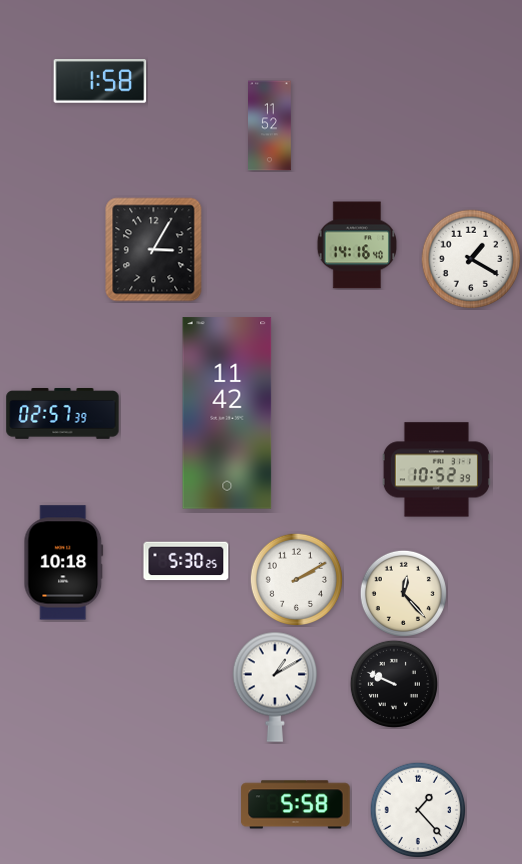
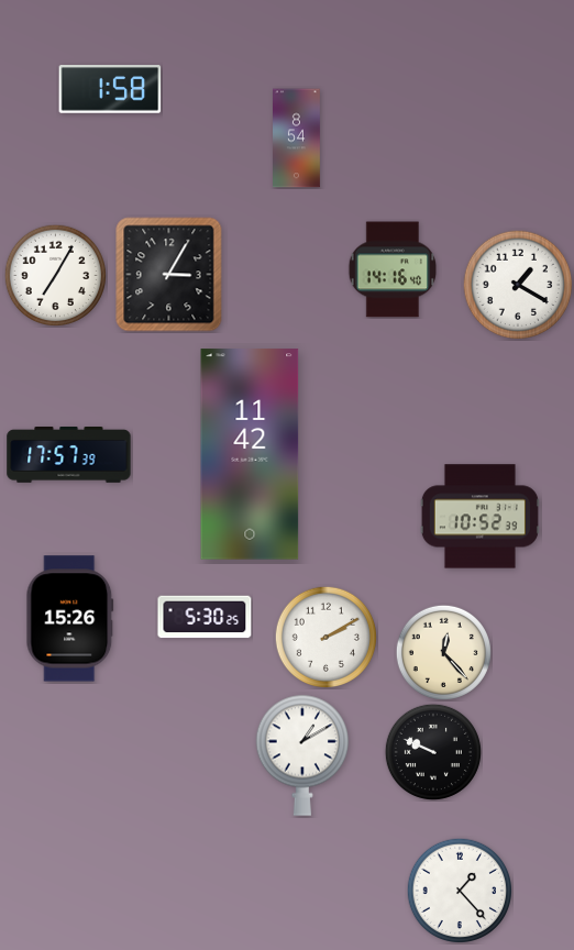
clock at (270, 126): 11:52 -> 8:54
clock at (55, 275): none -> 7:05
clock at (63, 414): 02:57 -> 17:57
clock at (64, 563): 10:18 -> 15:26
clock at (296, 805): 5:58 -> none
